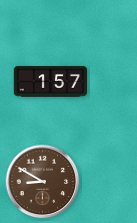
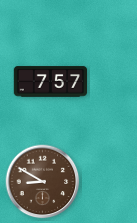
clock at (51, 82): 1:57 -> 7:57
